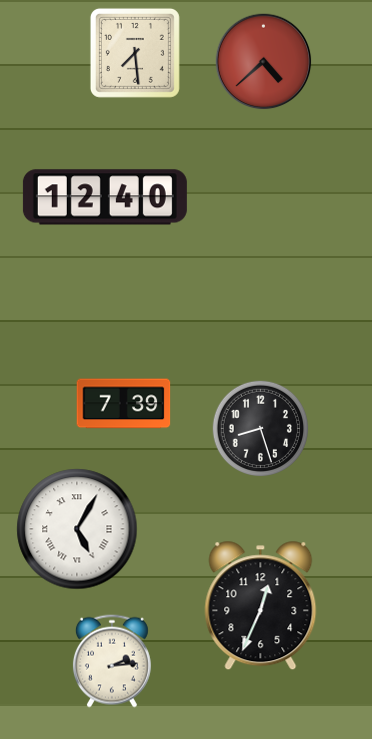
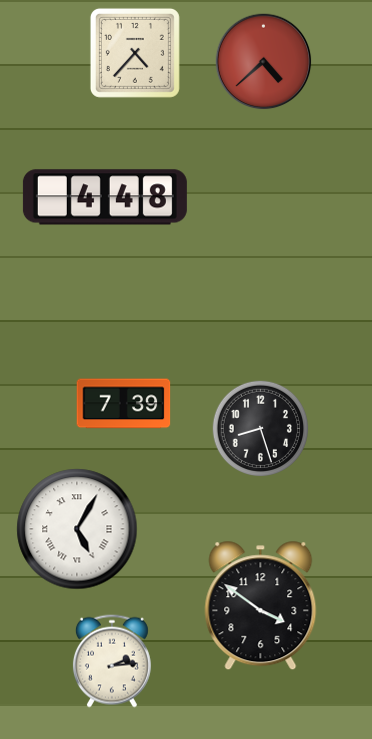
clock at (135, 53): 7:29 -> 4:37
clock at (105, 197): 12:40 -> 4:48
clock at (261, 606): 12:34 -> 3:51
